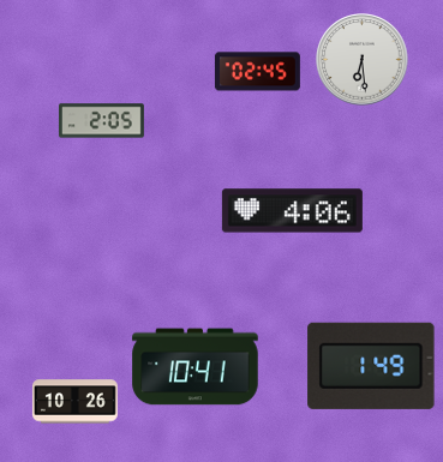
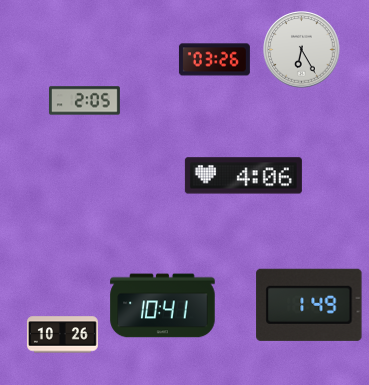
clock at (363, 60): 6:29 -> 6:25
clock at (257, 72): 02:45 -> 03:26
